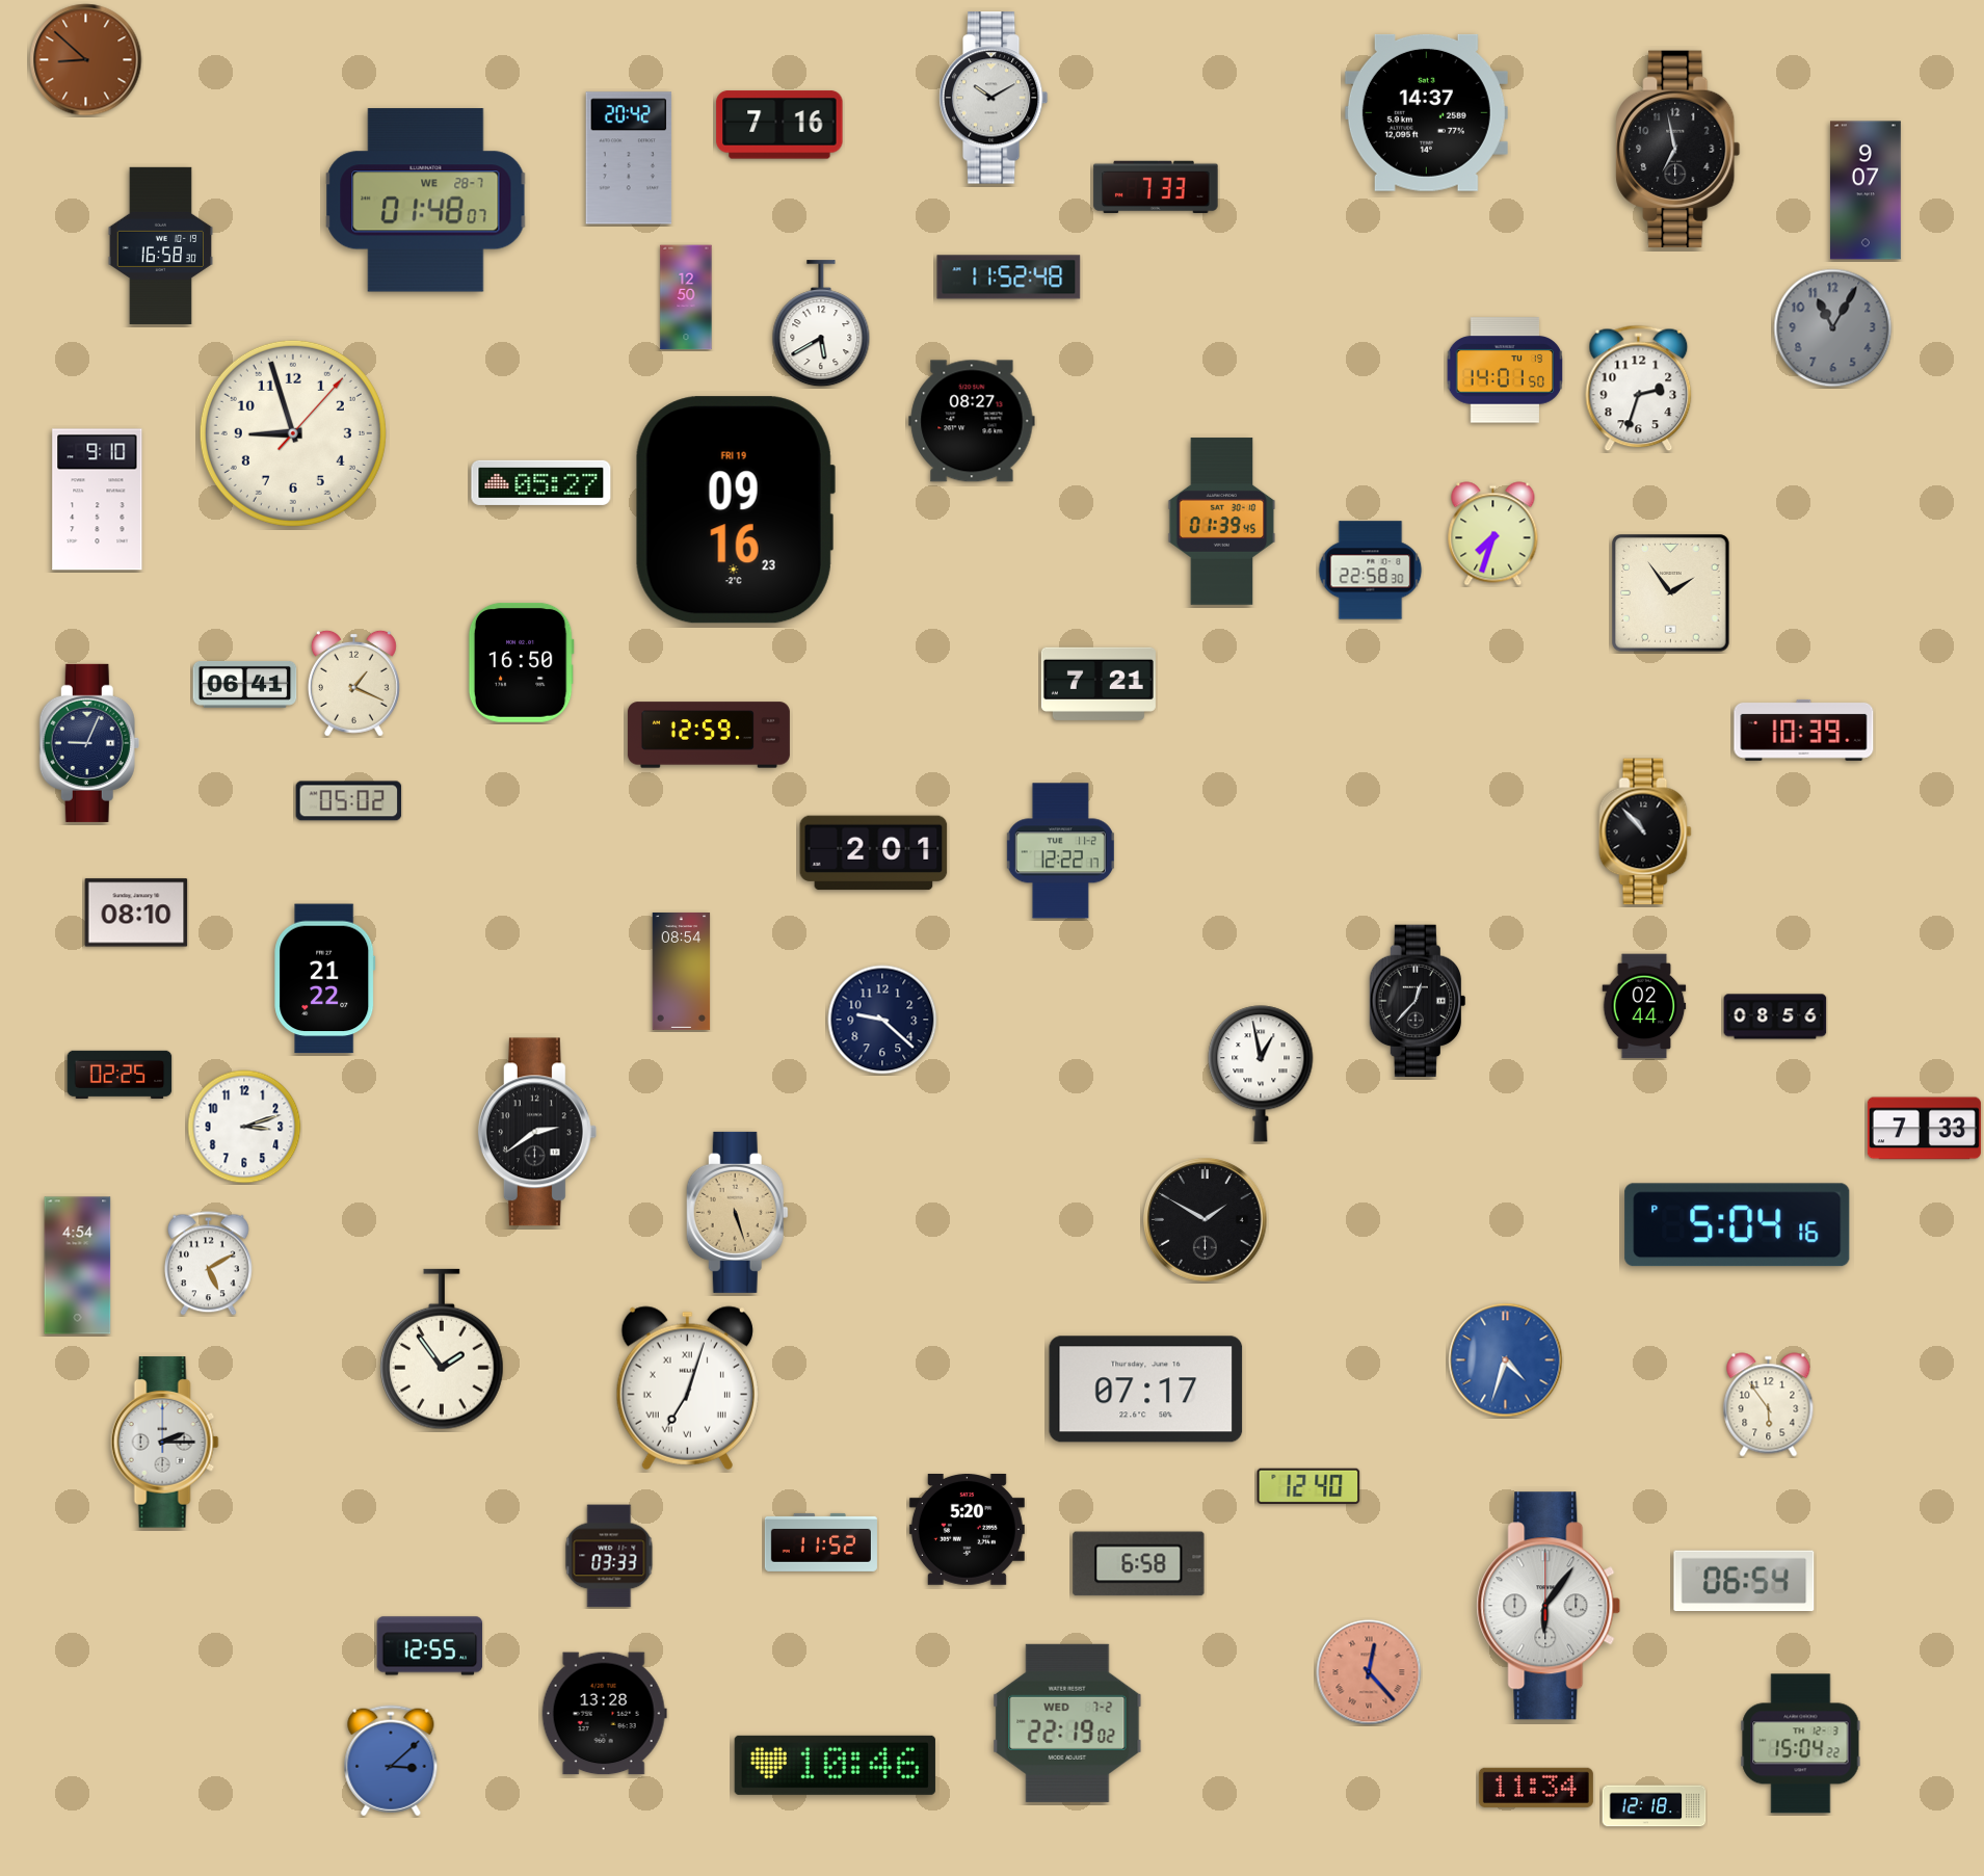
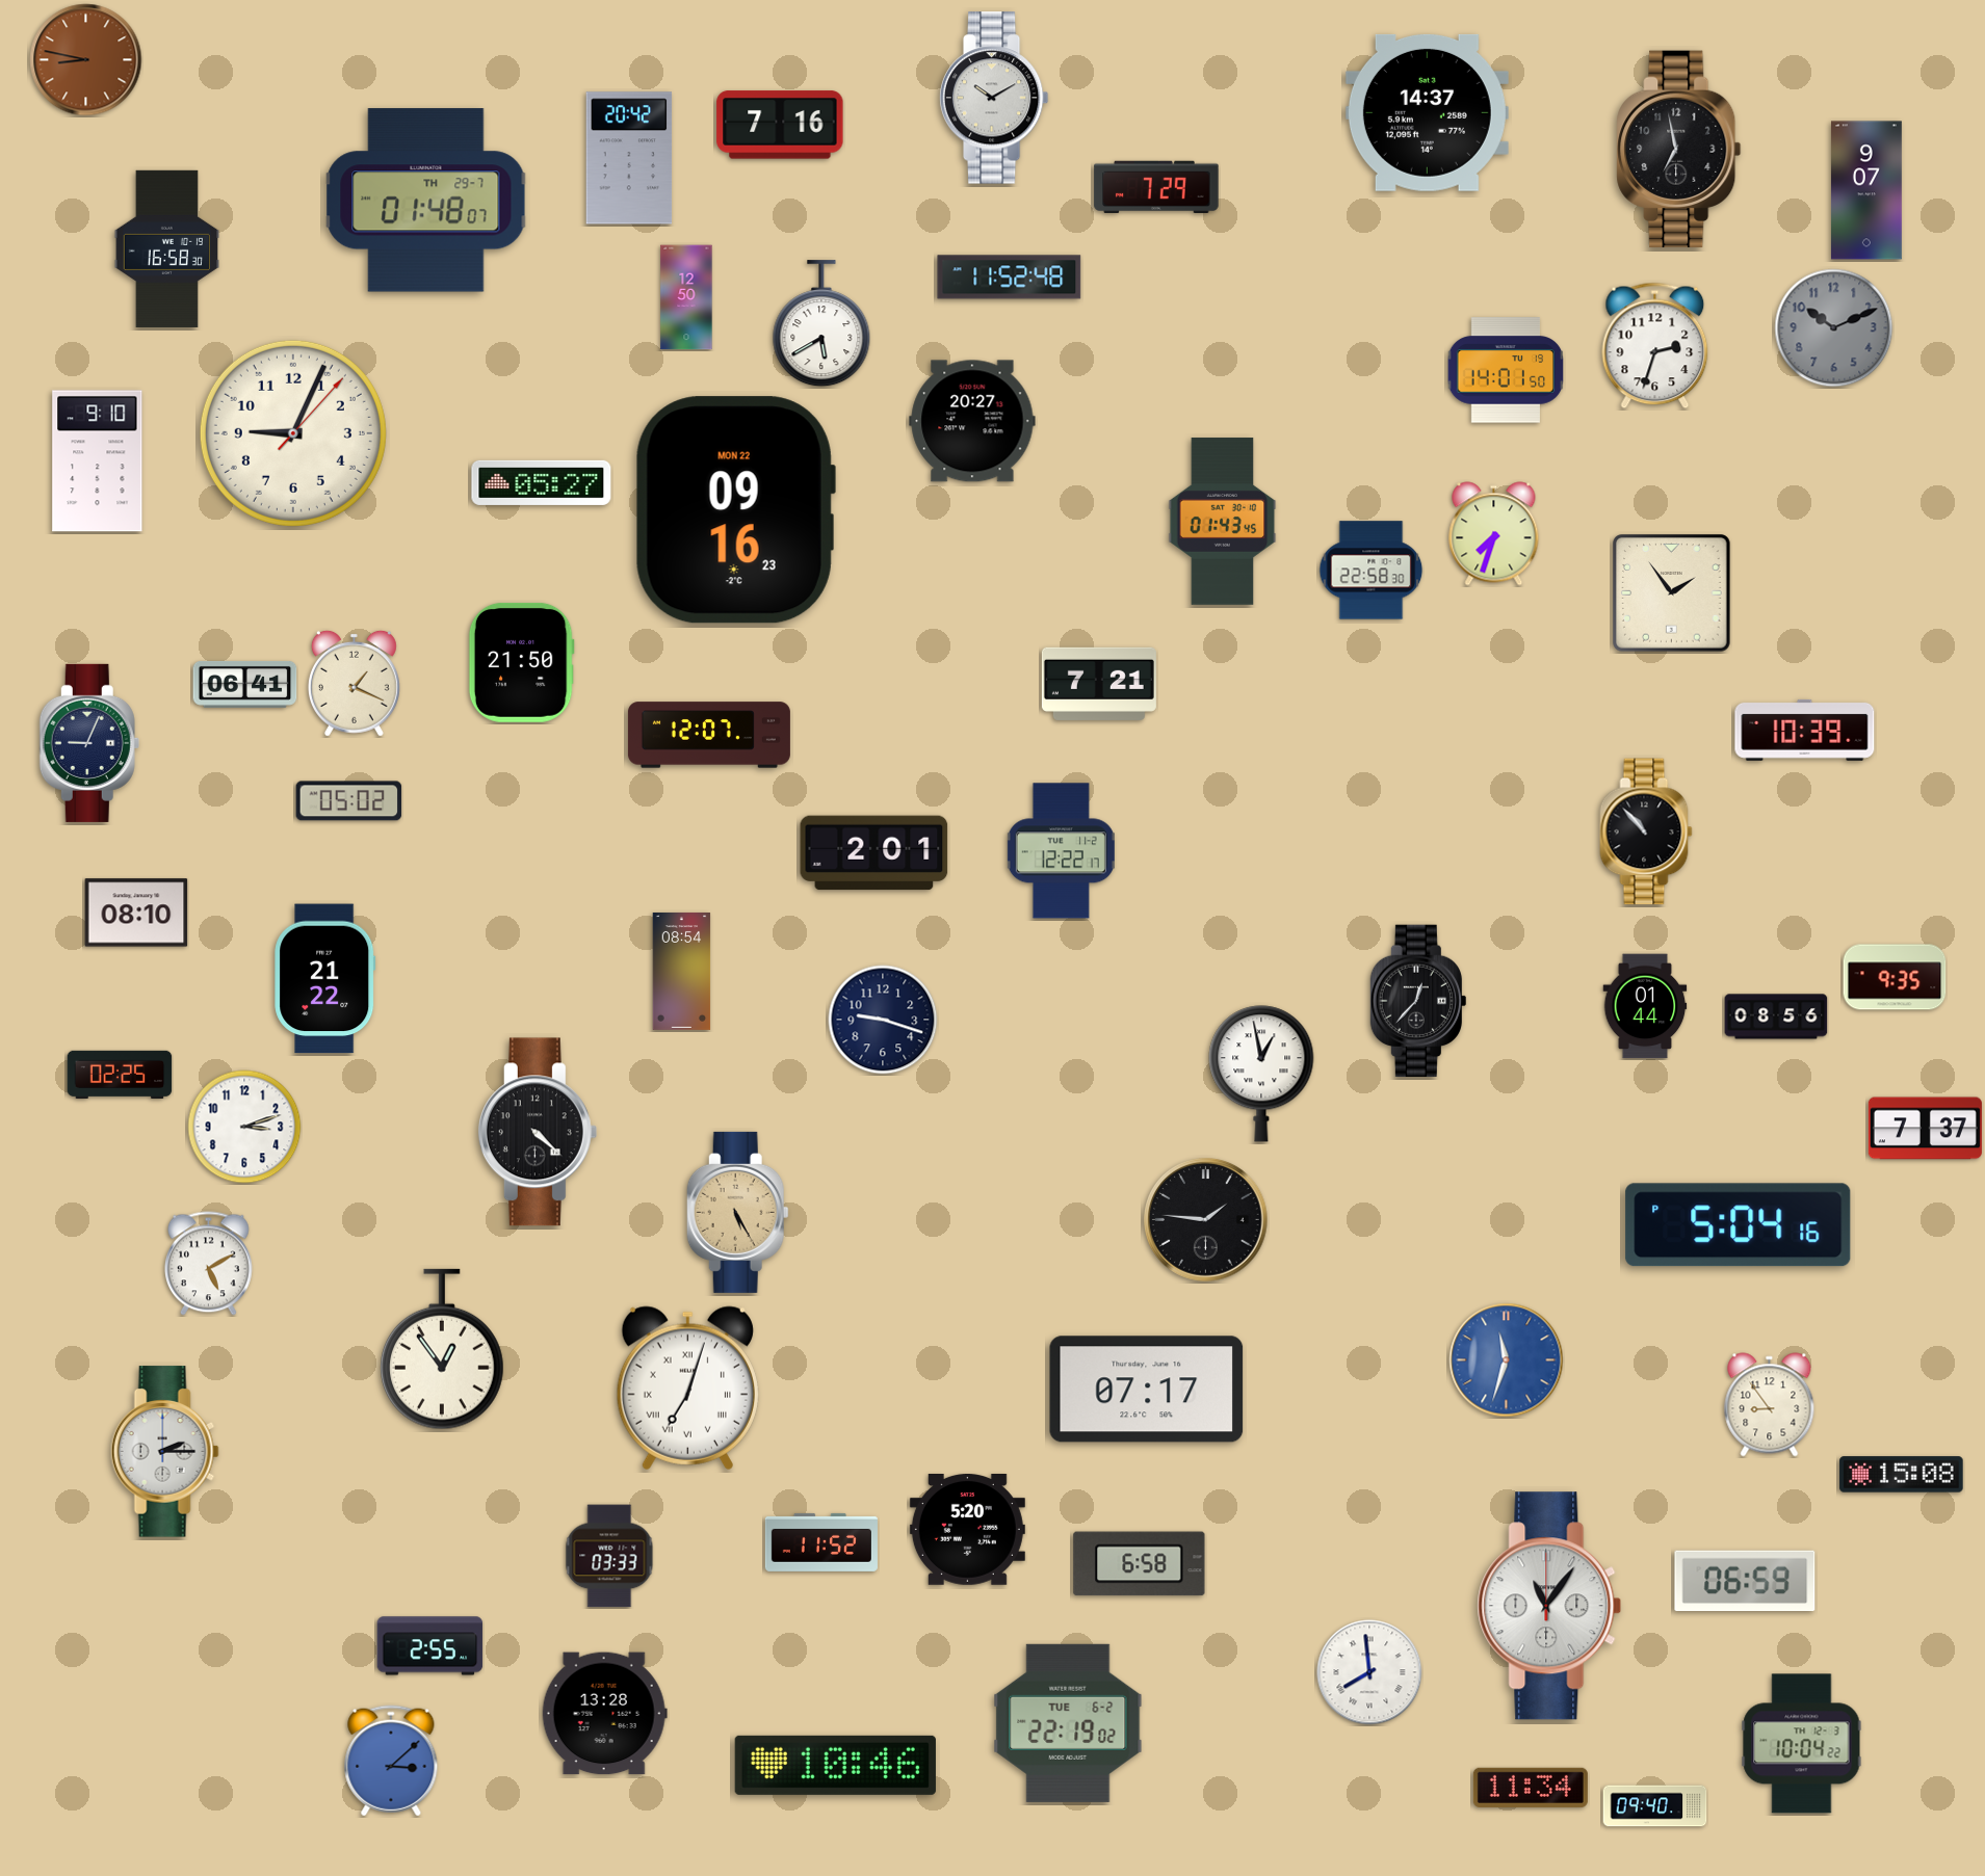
clock at (86, 60): 8:52 -> 8:47
clock at (1156, 186): 7:33 -> 7:29
clock at (426, 201) date: WE 28-7 -> TH 29-7
clock at (160, 245) position: (160, 245) -> (166, 248)
clock at (1833, 328): 11:05 -> 10:11
clock at (1639, 389) position: (1639, 389) -> (1655, 346)
clock at (972, 421): 08:27 -> 20:27
clock at (293, 433): 8:57 -> 9:04
clock at (98, 500) position: (98, 500) -> (98, 461)
clock at (735, 510) date: FRI 19 -> MON 22
clock at (1222, 522): 01:39 -> 01:43
clock at (521, 662): 16:50 -> 21:50
clock at (709, 735): 12:59 -> 12:07
clock at (1895, 977): none -> 9:35
clock at (1644, 1006): 02:44 -> 01:44
clock at (882, 1020): 9:22 -> 9:18
clock at (1924, 1129): 7:33 -> 7:37
clock at (537, 1132): 2:39 -> 4:22
clock at (737, 1212): 5:27 -> 5:25
clock at (1206, 1220): 1:50 -> 1:46
clock at (78, 1266): 4:54 -> none
clock at (443, 1349): 1:54 -> 12:54
clock at (1506, 1360): 4:33 -> 11:33
clock at (1769, 1405): 5:54 -> 8:54
clock at (164, 1443) position: (164, 1443) -> (164, 1452)
clock at (1902, 1475): none -> 15:08
clock at (1308, 1485): 12:40 -> none
clock at (1744, 1581): 06:54 -> 06:59
clock at (1549, 1606): 6:06 -> 11:06
clock at (430, 1646): 12:55 -> 2:55
clock at (1369, 1672): 12:23 -> 7:59
clock at (1369, 1672) dial: salmon -> white
clock at (1067, 1723) date: WED 7-2 -> TUE 6-2
clock at (1801, 1744): 15:04 -> 10:04
clock at (1536, 1788) position: (1536, 1788) -> (1531, 1788)
clock at (1655, 1806): 12:18 -> 09:40
